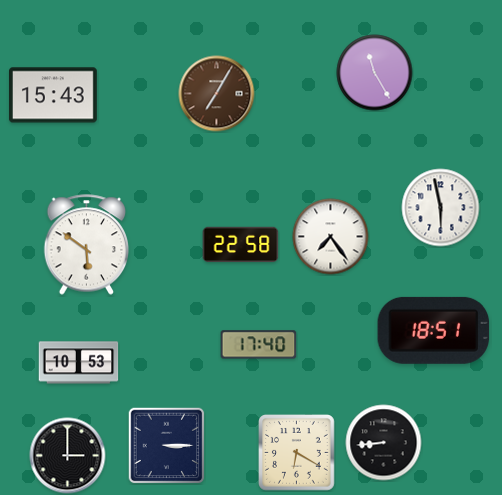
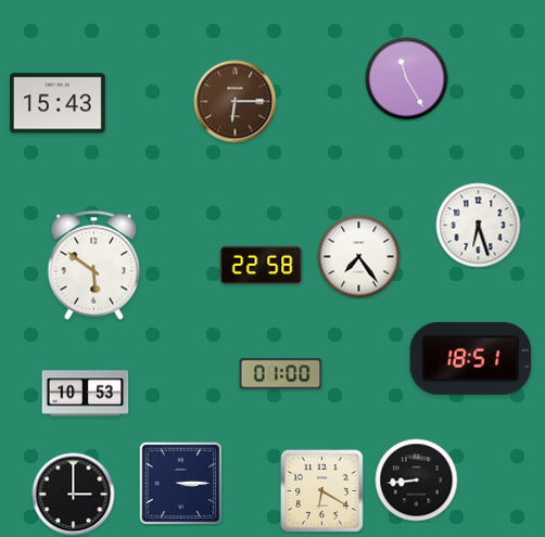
clock at (217, 94): 7:05 -> 6:15
clock at (441, 208): 5:58 -> 6:27
clock at (259, 345): 17:40 -> 01:00
